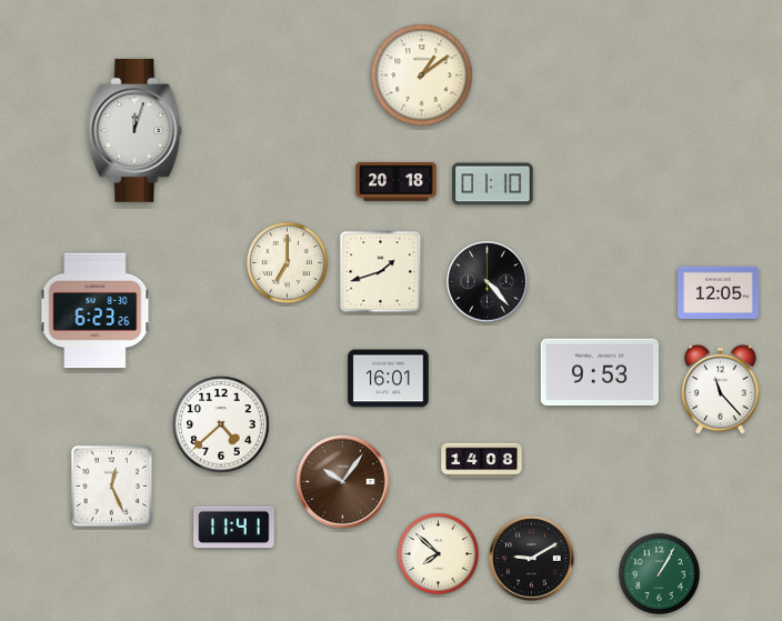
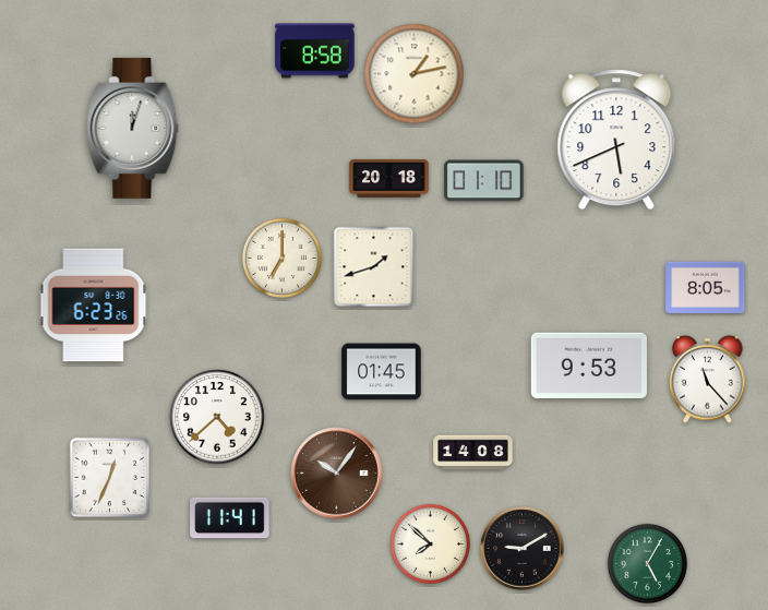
clock at (315, 51): none -> 8:58
clock at (422, 76): 1:09 -> 1:13
clock at (616, 140): none -> 5:41
clock at (488, 282): 4:23 -> none
clock at (719, 292): 12:05 -> 8:05
clock at (389, 379): 16:01 -> 01:45
clock at (721, 389) position: (721, 389) -> (708, 379)
clock at (112, 487): 12:26 -> 12:34
clock at (659, 573): 1:05 -> 5:05
